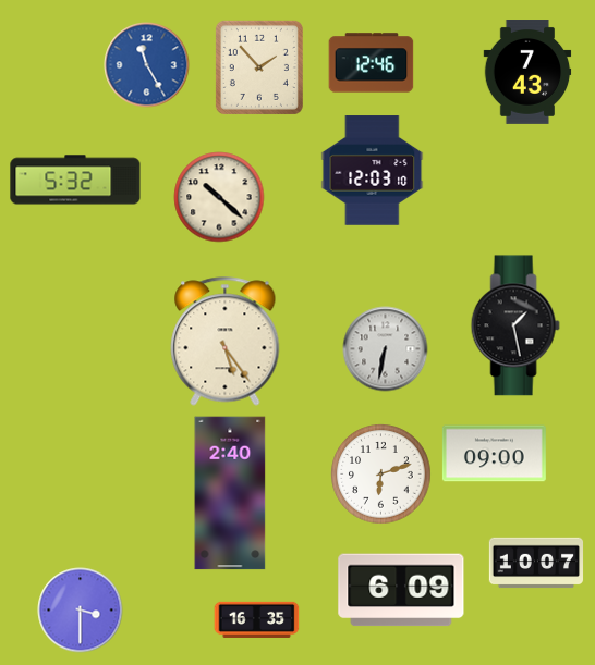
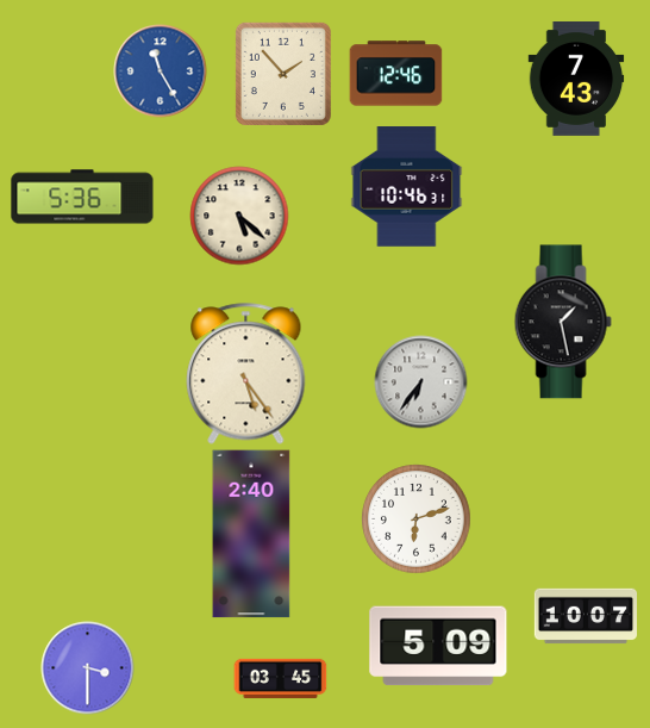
clock at (371, 63) position: (371, 63) -> (395, 74)
clock at (373, 171): 12:03 -> 10:46
clock at (75, 180): 5:32 -> 5:36
clock at (219, 197): 10:22 -> 5:22
clock at (515, 325) position: (515, 325) -> (563, 322)
clock at (385, 348): 6:32 -> 6:36
clock at (494, 454): 09:00 -> none
clock at (230, 493) position: (230, 493) -> (251, 534)
clock at (401, 590): 6:09 -> 5:09
clock at (256, 619): 16:35 -> 03:45
